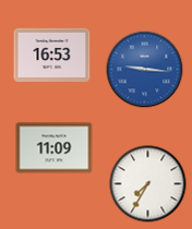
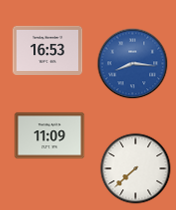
clock at (145, 70): 9:16 -> 8:16
clock at (148, 184): 7:35 -> 7:38
